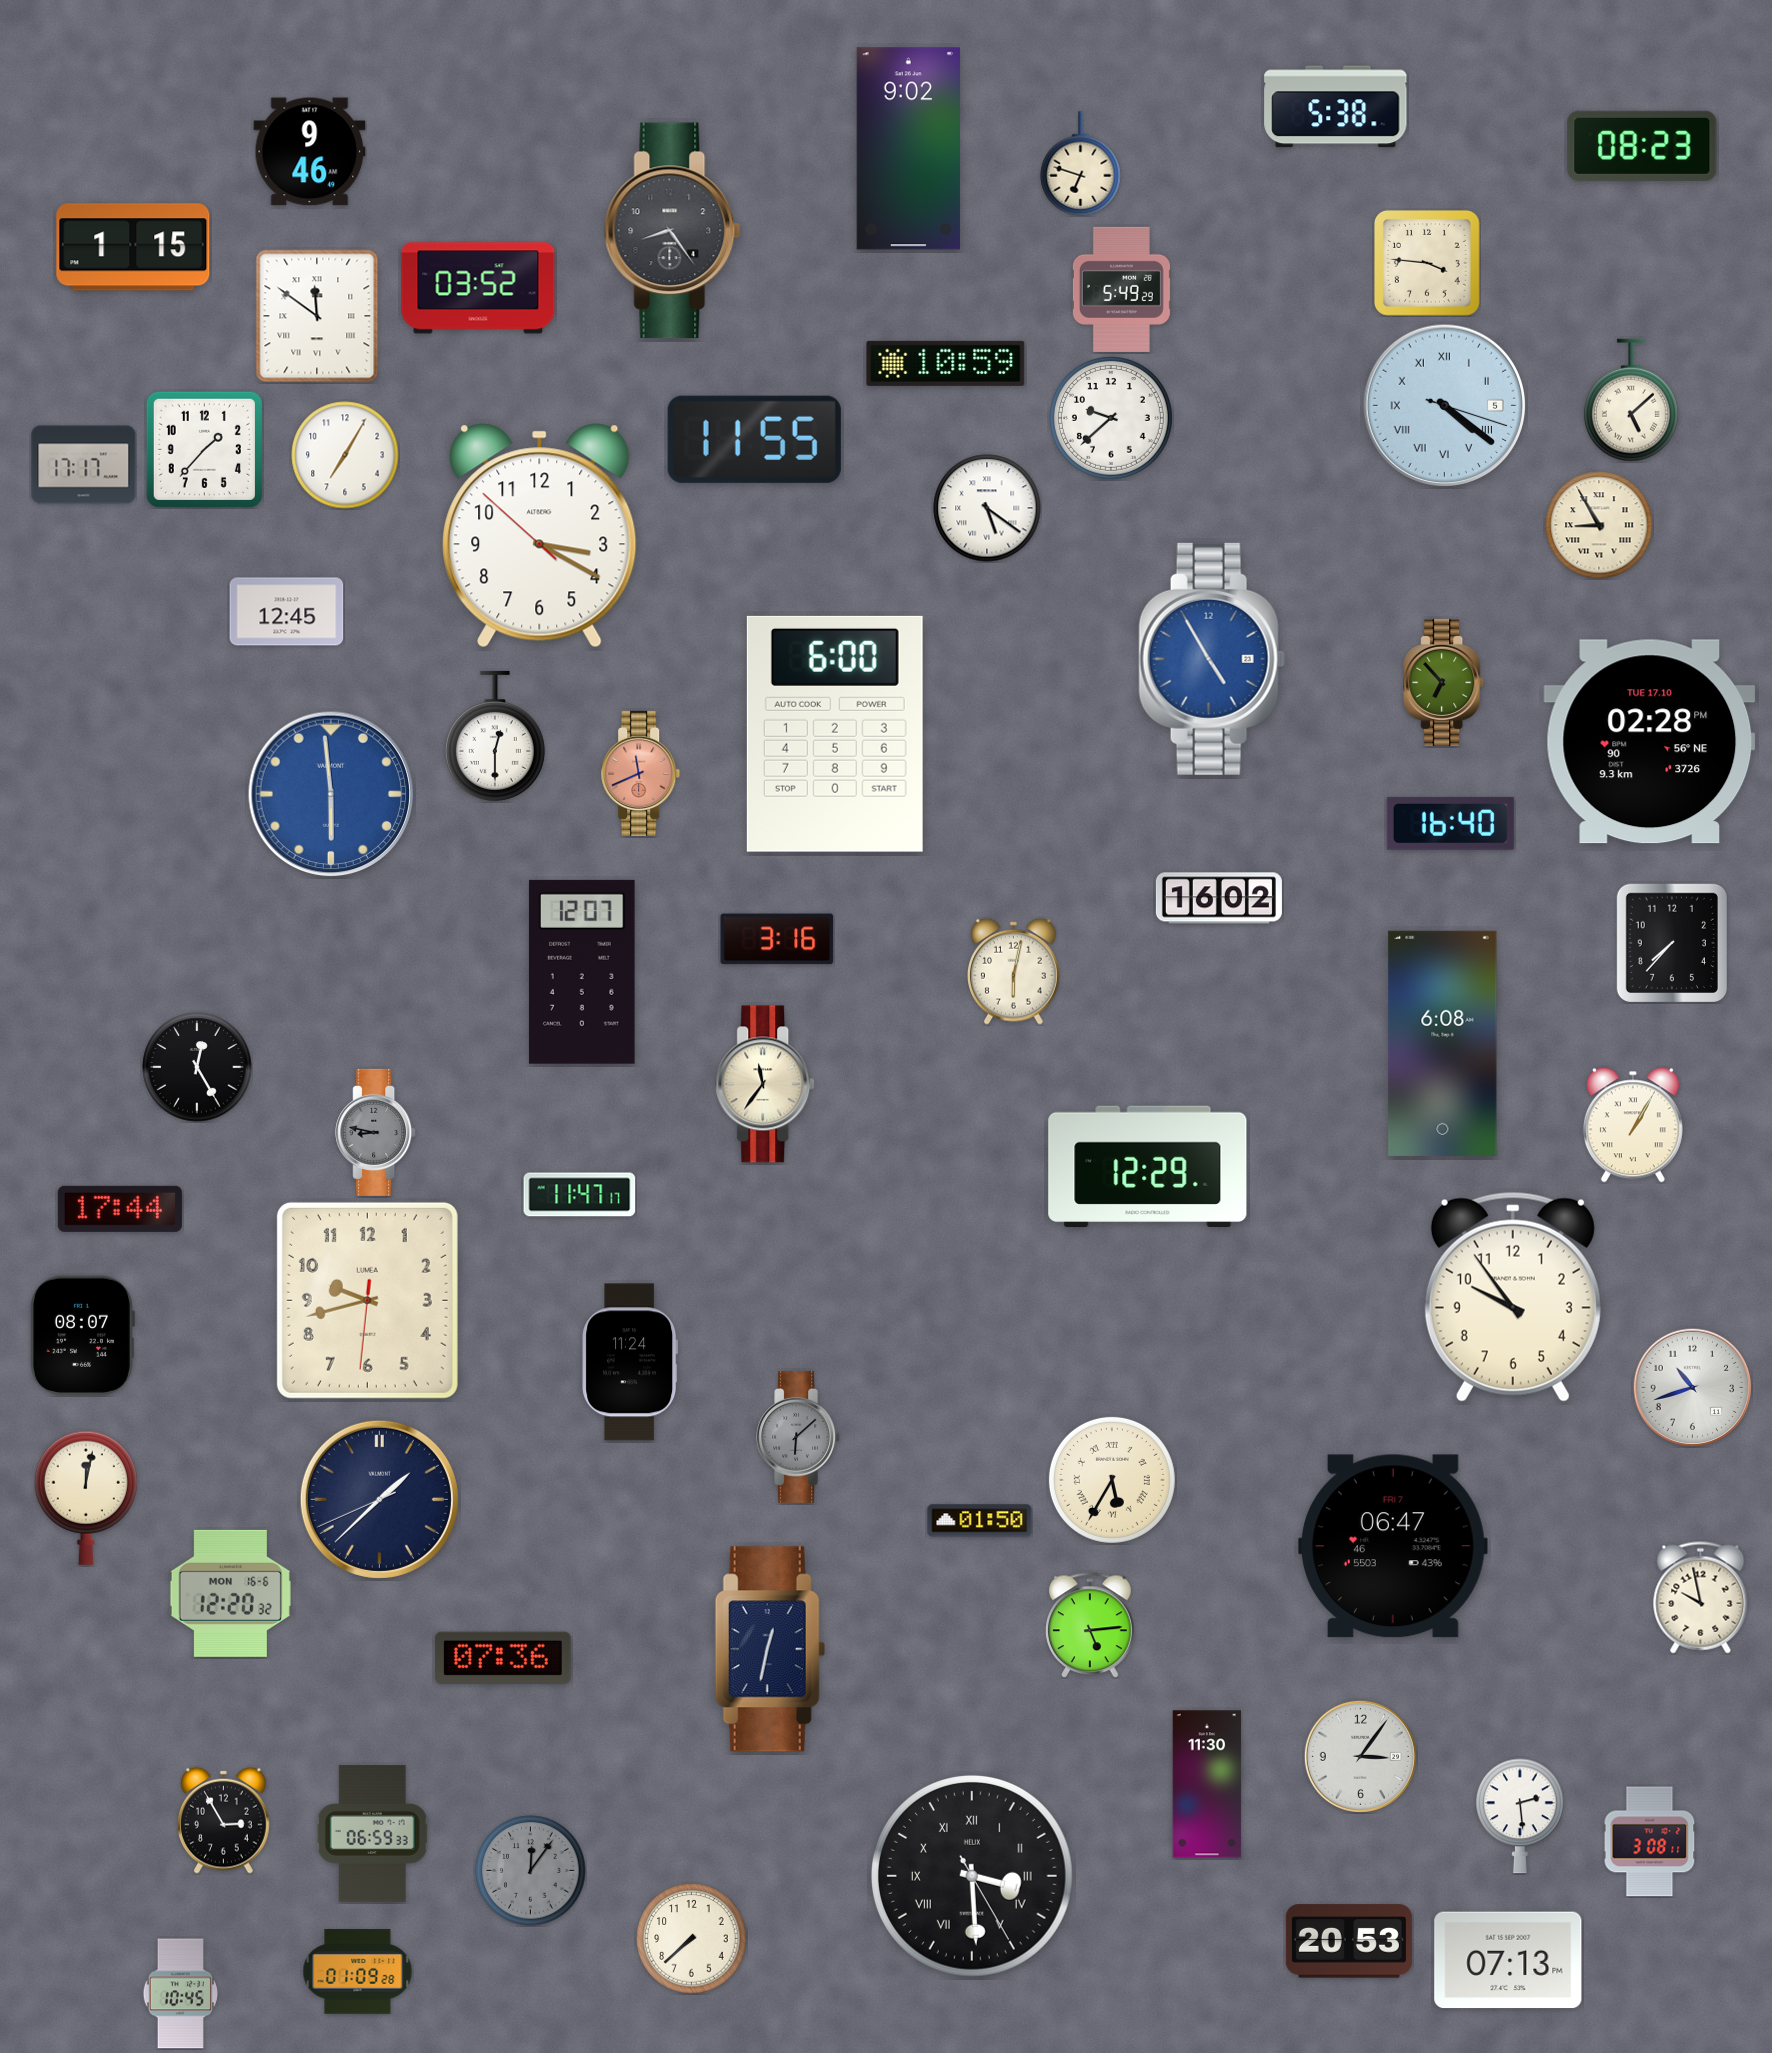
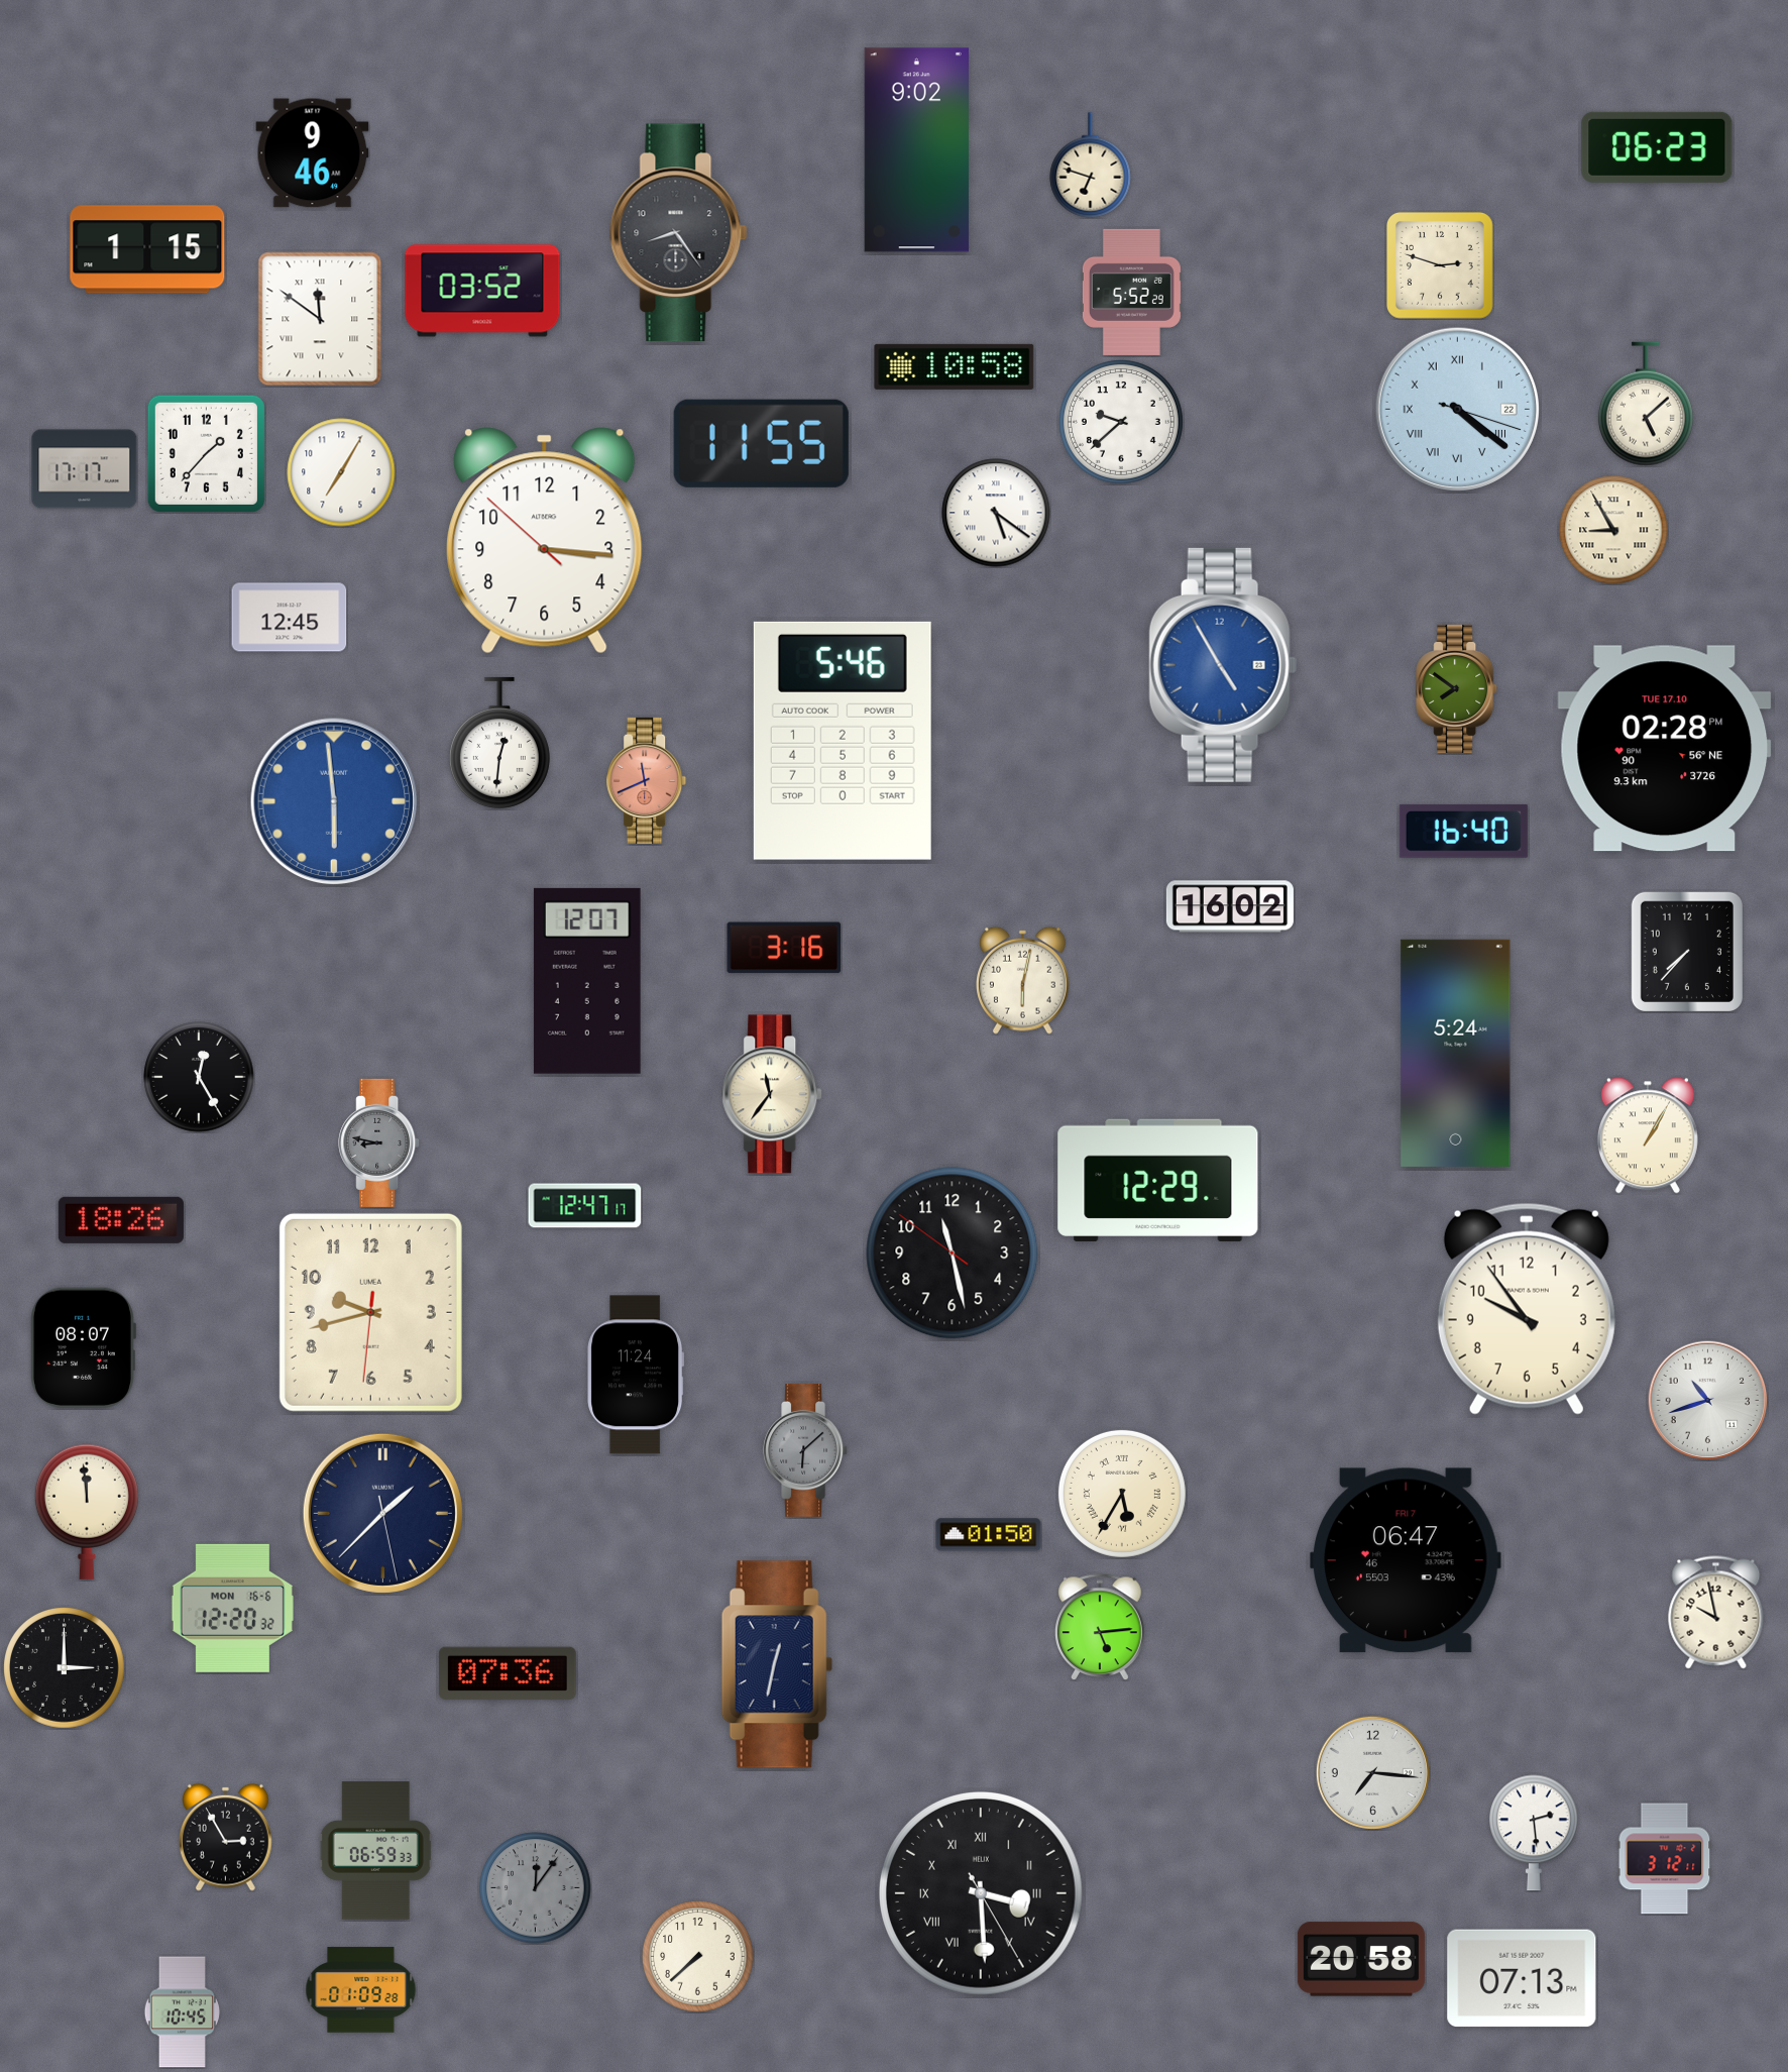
clock at (1336, 107): 5:38 -> none
clock at (1642, 146): 08:23 -> 06:23
clock at (133, 247) position: (133, 247) -> (147, 249)
clock at (1427, 263): 3:46 -> 2:48
clock at (1121, 289): 5:49 -> 5:52
clock at (946, 363): 10:59 -> 10:58
clock at (1444, 405) date: 5 -> 22
clock at (345, 455) position: (345, 455) -> (341, 472)
clock at (540, 536): 3:19 -> 3:15
clock at (1444, 682): 6:53 -> 7:51
clock at (835, 734): 6:00 -> 5:46
clock at (495, 736): 12:30 -> 12:31
clock at (1443, 1043): 6:08 -> 5:24
clock at (1148, 1166) position: (1148, 1166) -> (1158, 1180)
clock at (580, 1195): 11:47 -> 12:47
clock at (120, 1209): 17:44 -> 18:26
clock at (953, 1253): none -> 11:27
clock at (86, 1498): 12:02 -> 11:59
clock at (379, 1499): 1:37:41 -> 1:37:28
clock at (1091, 1625) position: (1091, 1625) -> (1101, 1627)
clock at (65, 1668): none -> 3:00
clock at (1360, 1756): 3:06 -> 7:16
clock at (1207, 1784): 11:30 -> none
clock at (1650, 1842): 3:08 -> 3:12
clock at (1349, 1941): 20:53 -> 20:58
